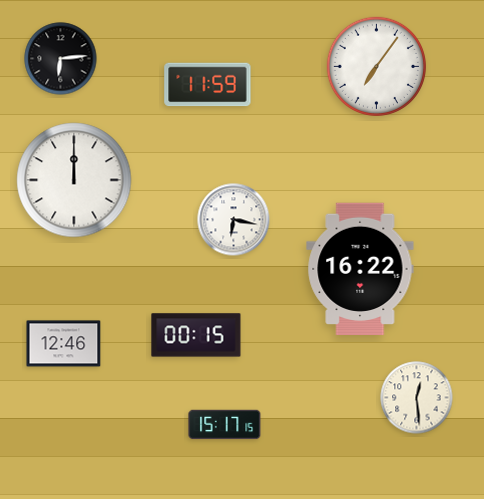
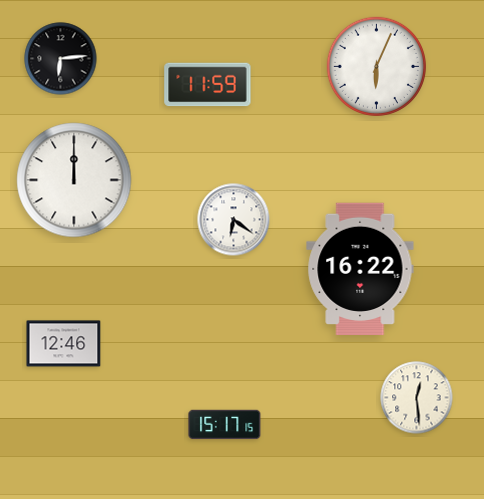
clock at (376, 66): 7:06 -> 6:04
clock at (234, 220): 6:17 -> 6:21
clock at (196, 335): 00:15 -> none
